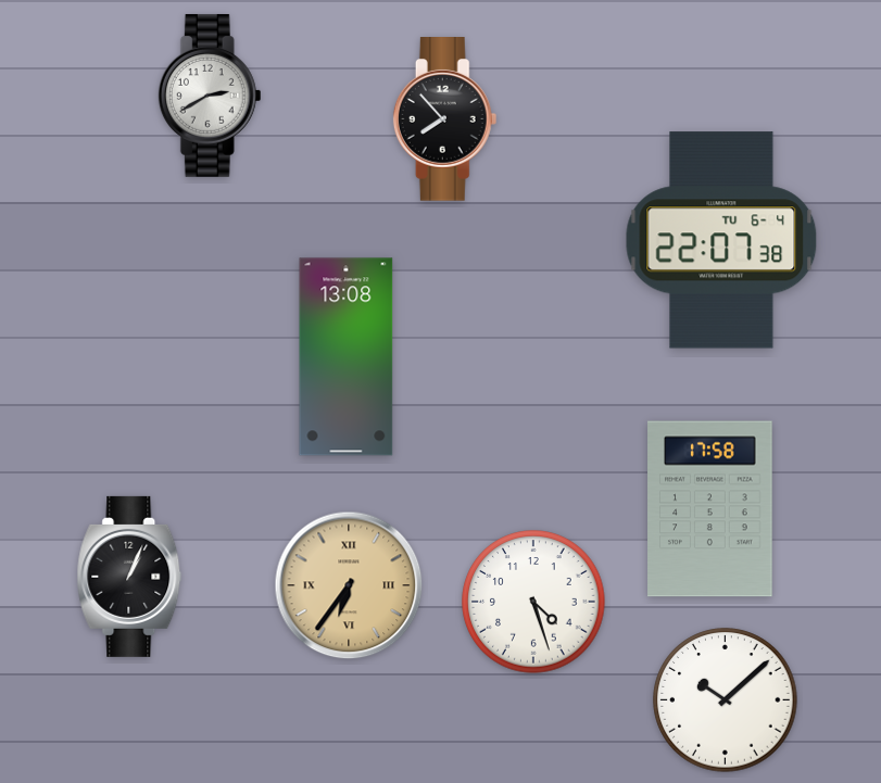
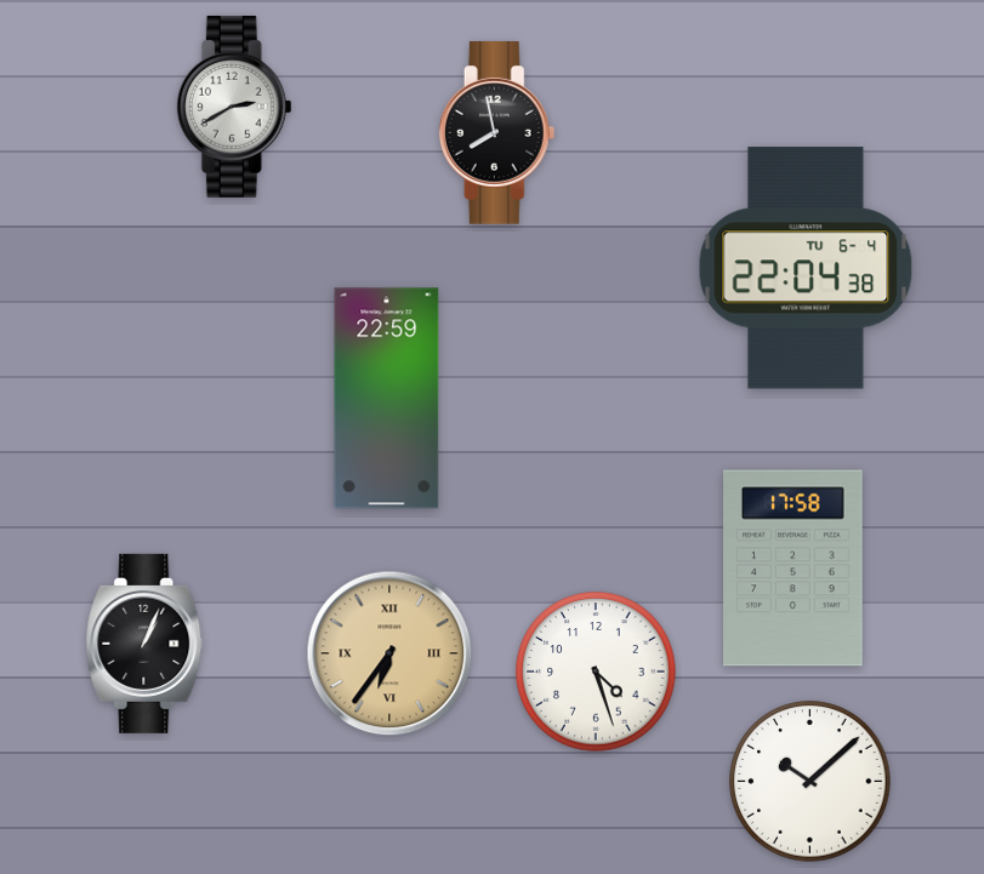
clock at (445, 119): 7:53 -> 7:58
clock at (721, 240): 22:07 -> 22:04
clock at (347, 357): 13:08 -> 22:59
